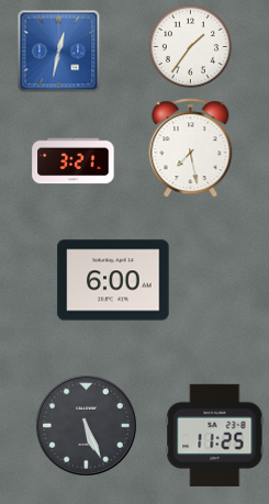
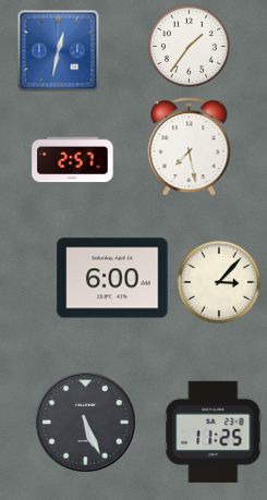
clock at (74, 161): 3:21 -> 2:57
clock at (218, 281): none -> 3:07
